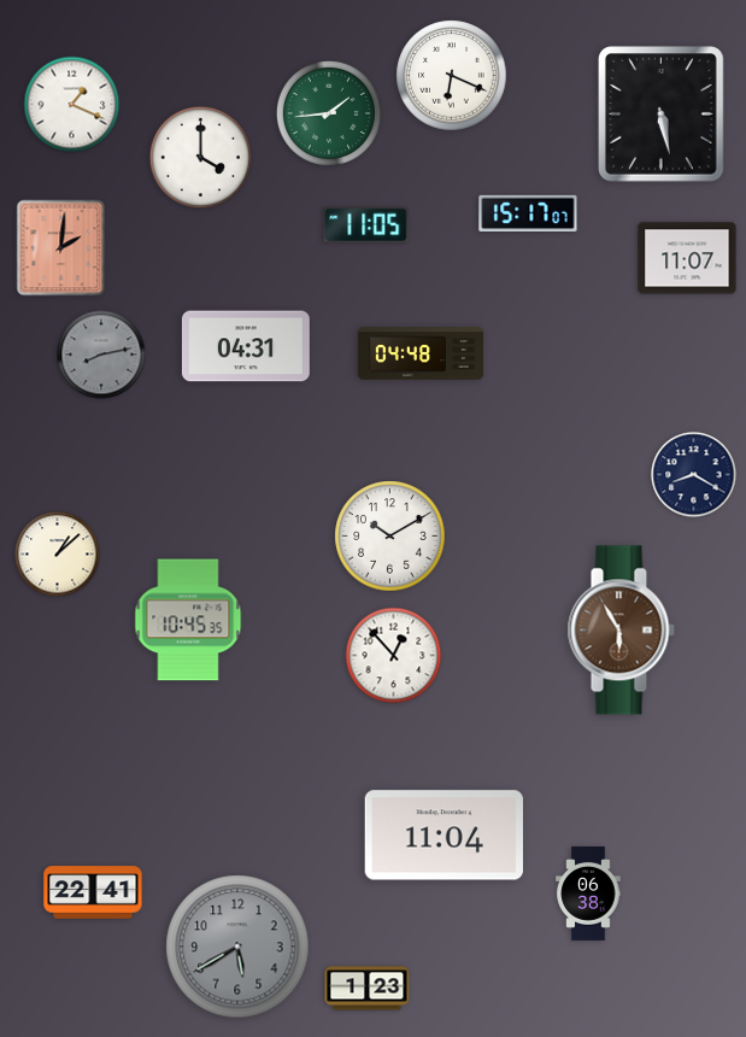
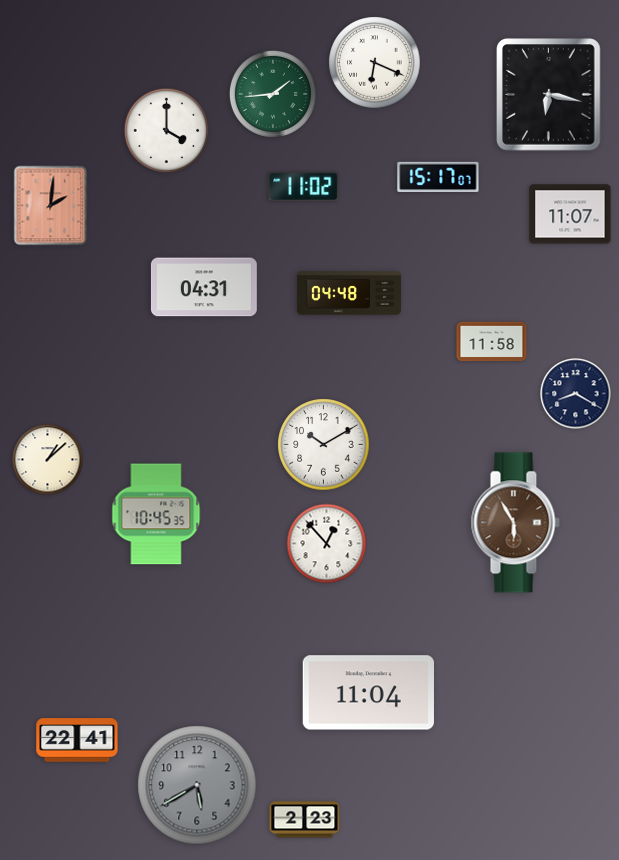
clock at (72, 105): 1:19 -> none
clock at (662, 115): 5:28 -> 6:17
clock at (366, 224): 11:05 -> 11:02
clock at (101, 355): 8:13 -> none
clock at (492, 342): none -> 11:58
clock at (588, 895): 06:38 -> none
clock at (368, 989): 1:23 -> 2:23
